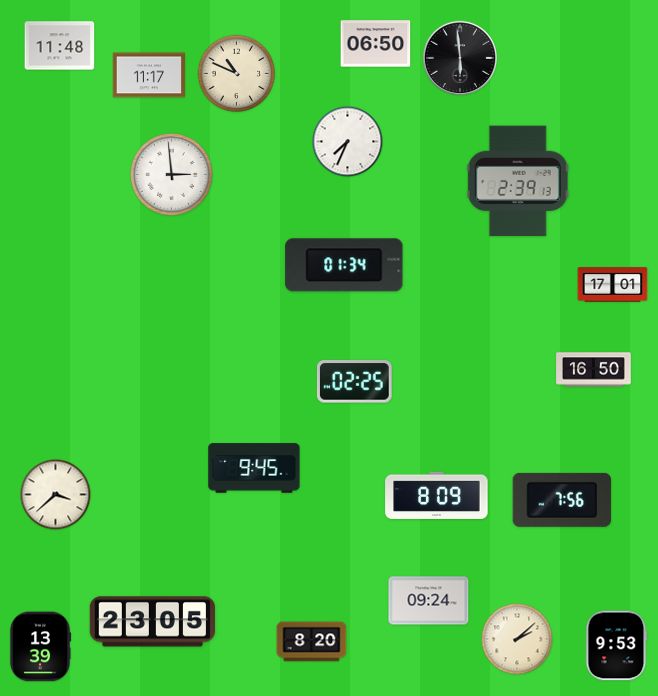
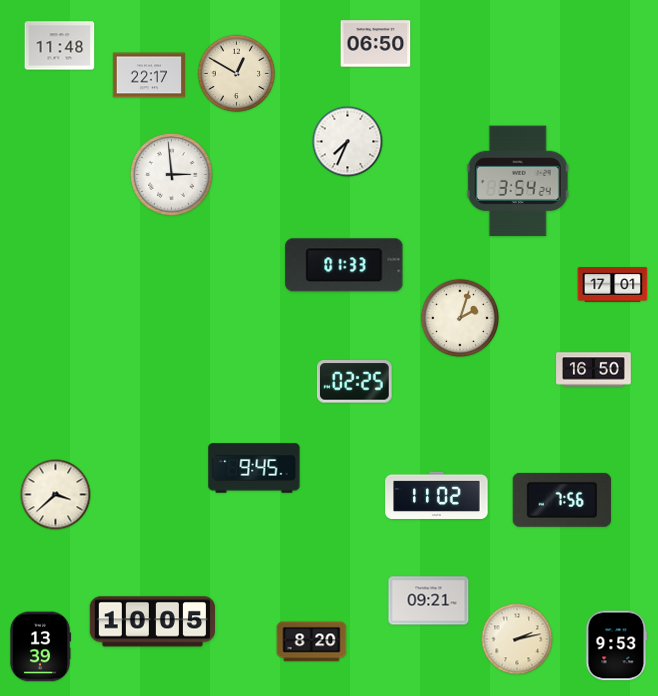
clock at (459, 57): 5:59 -> none
clock at (237, 74): 10:49 -> 12:50
clock at (148, 75): 11:17 -> 22:17
clock at (518, 181): 2:39 -> 3:54
clock at (344, 265): 01:34 -> 01:33
clock at (460, 318): none -> 2:03
clock at (437, 495): 8:09 -> 11:02
clock at (429, 601): 09:24 -> 09:21
clock at (152, 622): 23:05 -> 10:05
clock at (517, 639): 2:08 -> 2:13
